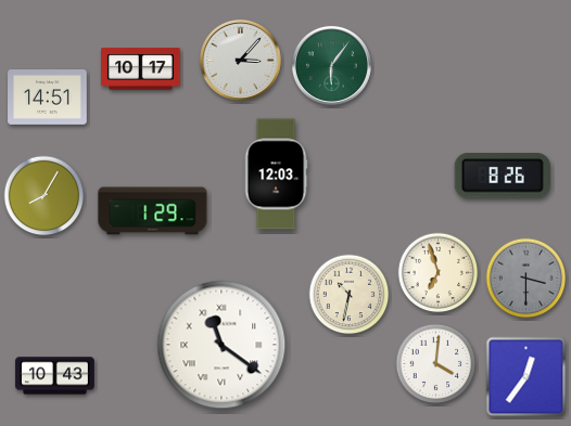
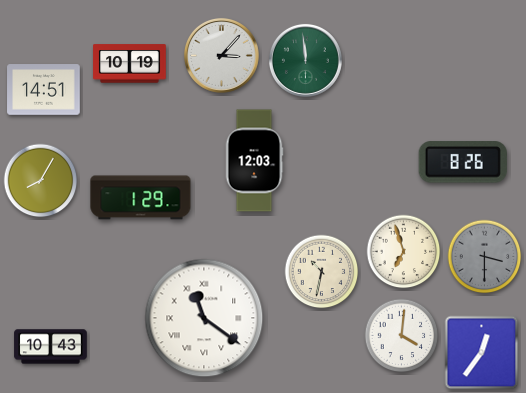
clock at (331, 65): 6:06 -> 11:59
clock at (141, 69): 10:17 -> 10:19
clock at (153, 211) position: (153, 211) -> (141, 198)
clock at (526, 377) position: (526, 377) -> (482, 353)
